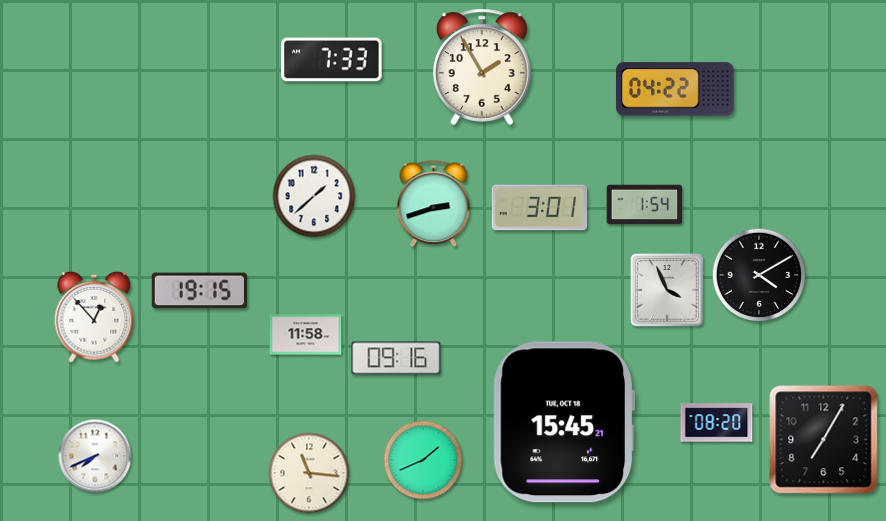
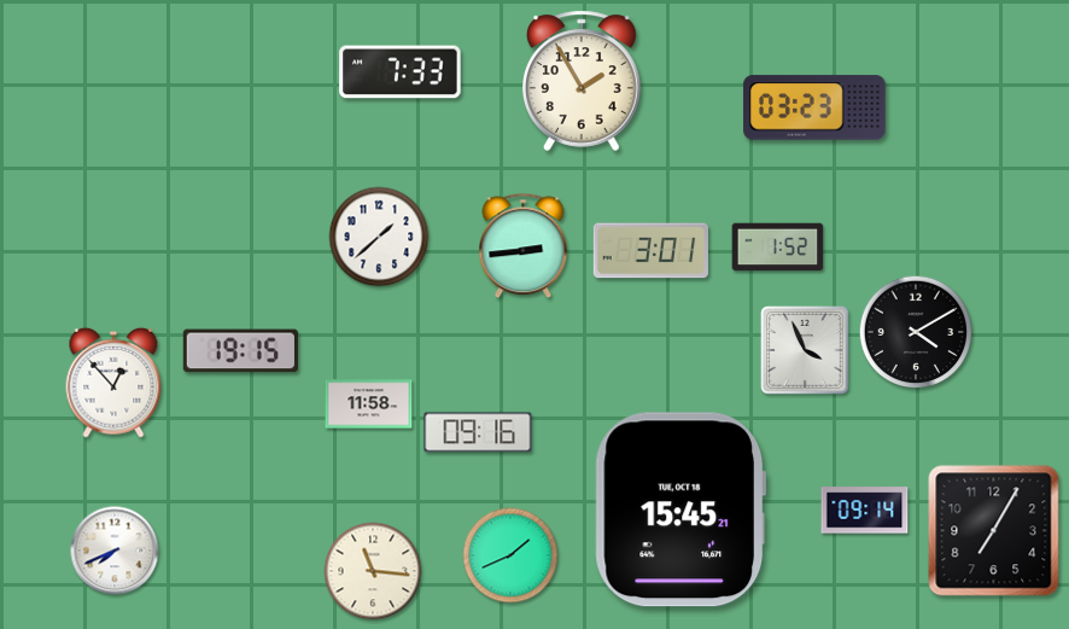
clock at (675, 89): 04:22 -> 03:23
clock at (434, 204): 2:42 -> 2:44
clock at (645, 205): 1:54 -> 1:52
clock at (717, 423): 08:20 -> 09:14
